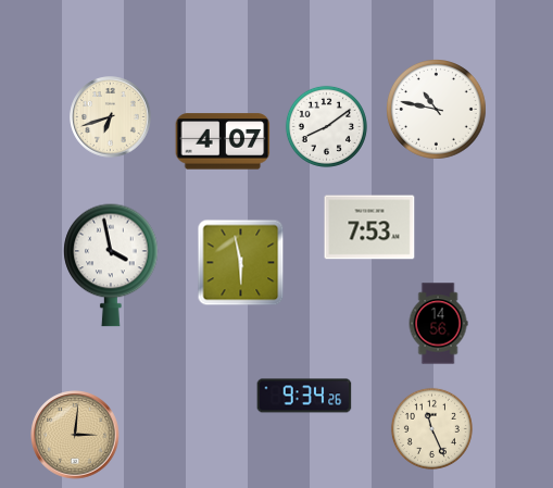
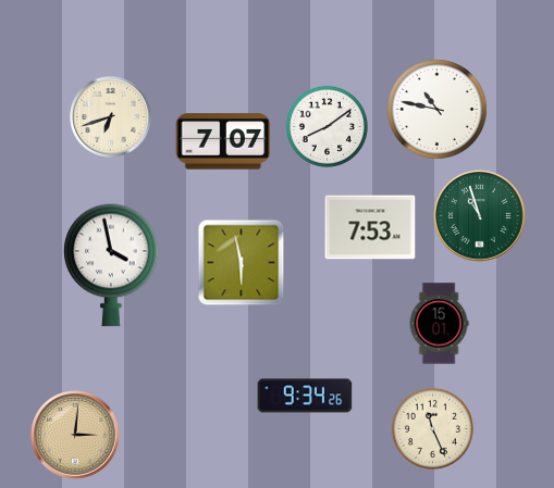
clock at (223, 141): 4:07 -> 7:07
clock at (480, 216): none -> 10:57
clock at (438, 324): 14:56 -> 15:01
